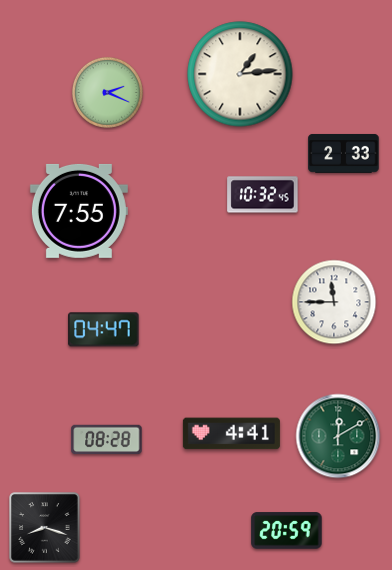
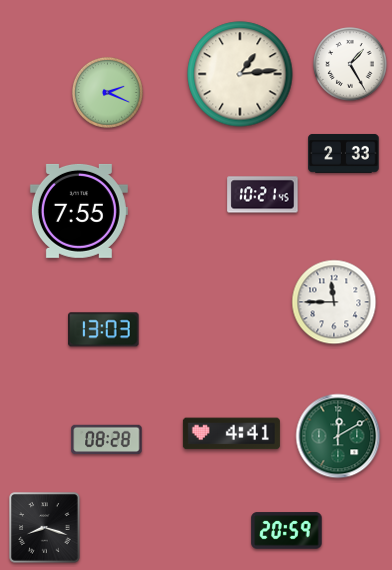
clock at (350, 64): none -> 1:25
clock at (263, 195): 10:32 -> 10:21
clock at (104, 330): 04:47 -> 13:03
